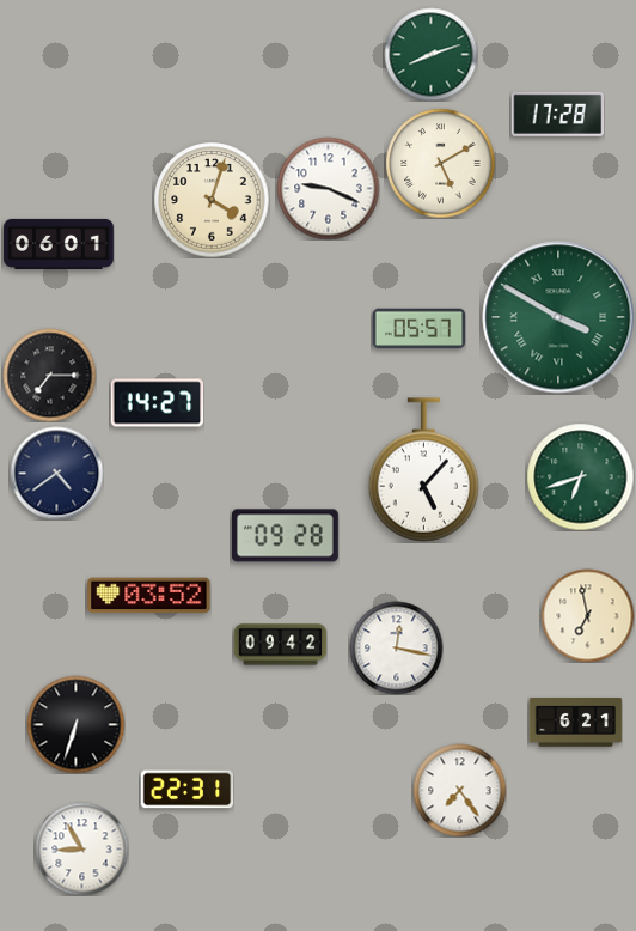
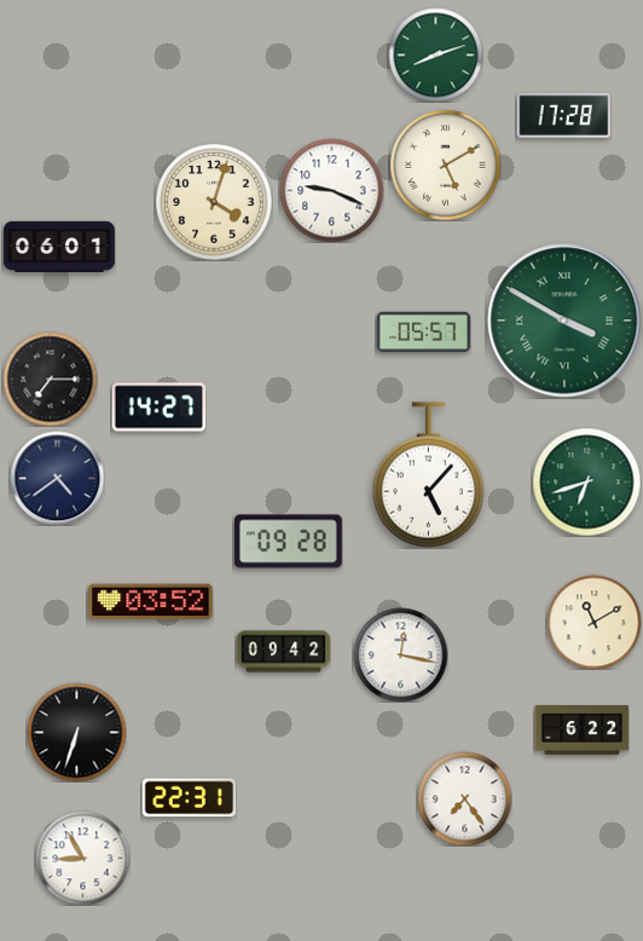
clock at (587, 615): 6:58 -> 11:10
clock at (575, 723): 6:21 -> 6:22
